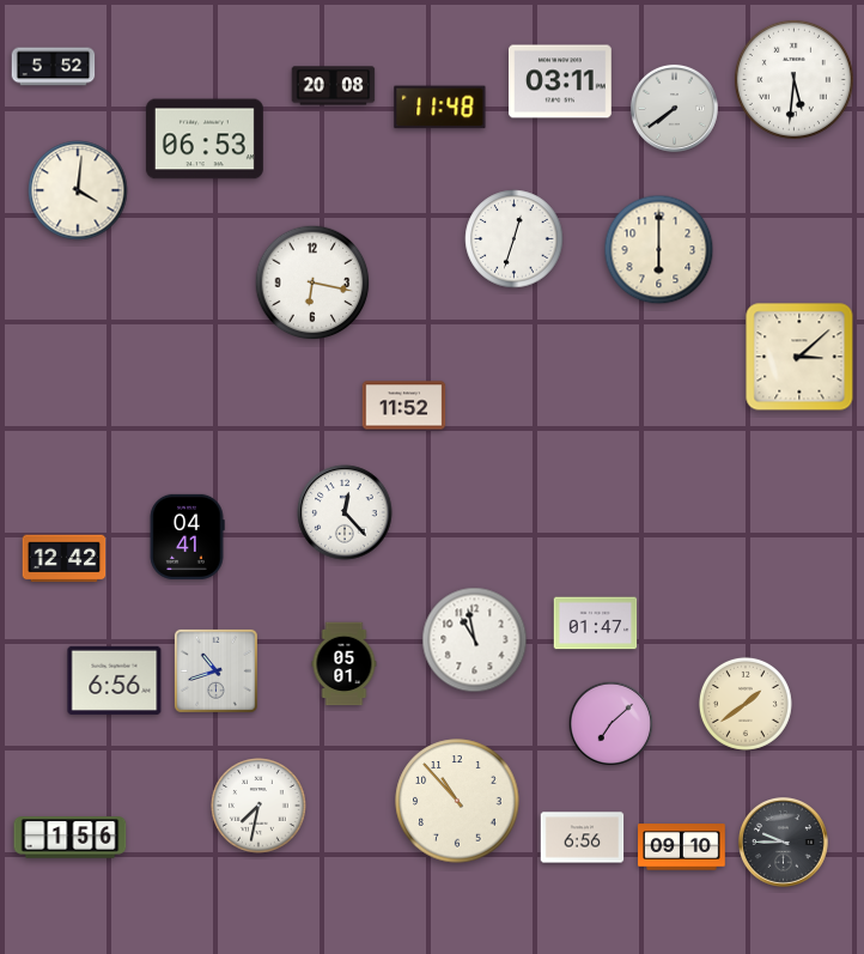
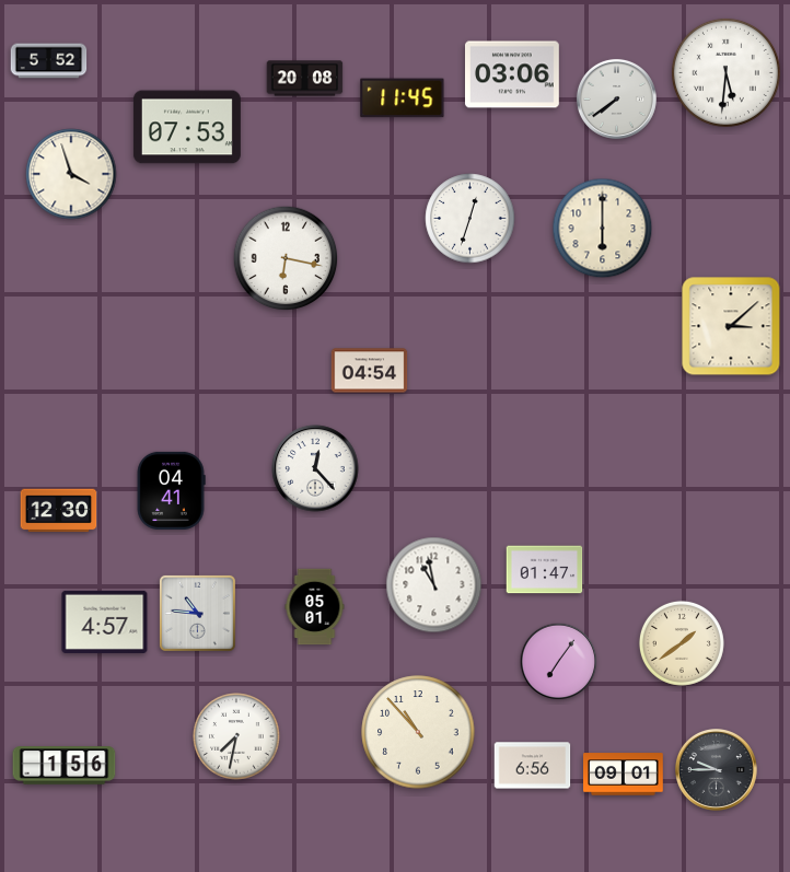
clock at (561, 81): 03:11 -> 03:06
clock at (440, 108): 11:48 -> 11:45
clock at (205, 139): 06:53 -> 07:53
clock at (78, 190): 4:01 -> 3:57
clock at (404, 406): 11:52 -> 04:54
clock at (65, 559): 12:42 -> 12:30
clock at (215, 670): 10:42 -> 10:46
clock at (115, 680): 6:56 -> 4:57
clock at (612, 724): 7:08 -> 7:06
clock at (682, 847): 09:10 -> 09:01
